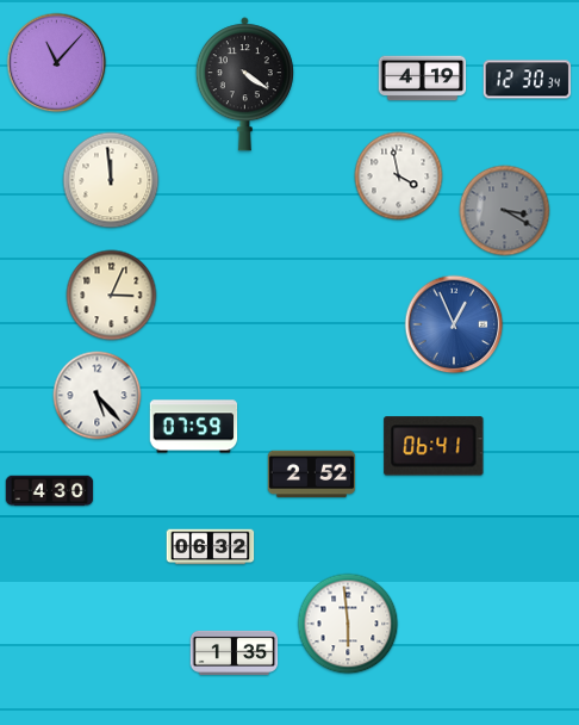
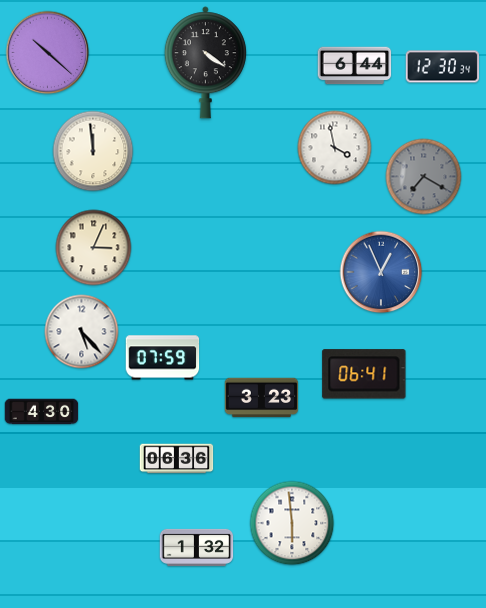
clock at (57, 63): 11:07 -> 10:22
clock at (423, 79): 4:19 -> 6:44
clock at (244, 85) position: (244, 85) -> (205, 63)
clock at (505, 211): 3:20 -> 7:20
clock at (312, 475): 2:52 -> 3:23
clock at (211, 547): 06:32 -> 06:36
clock at (235, 652): 1:35 -> 1:32
